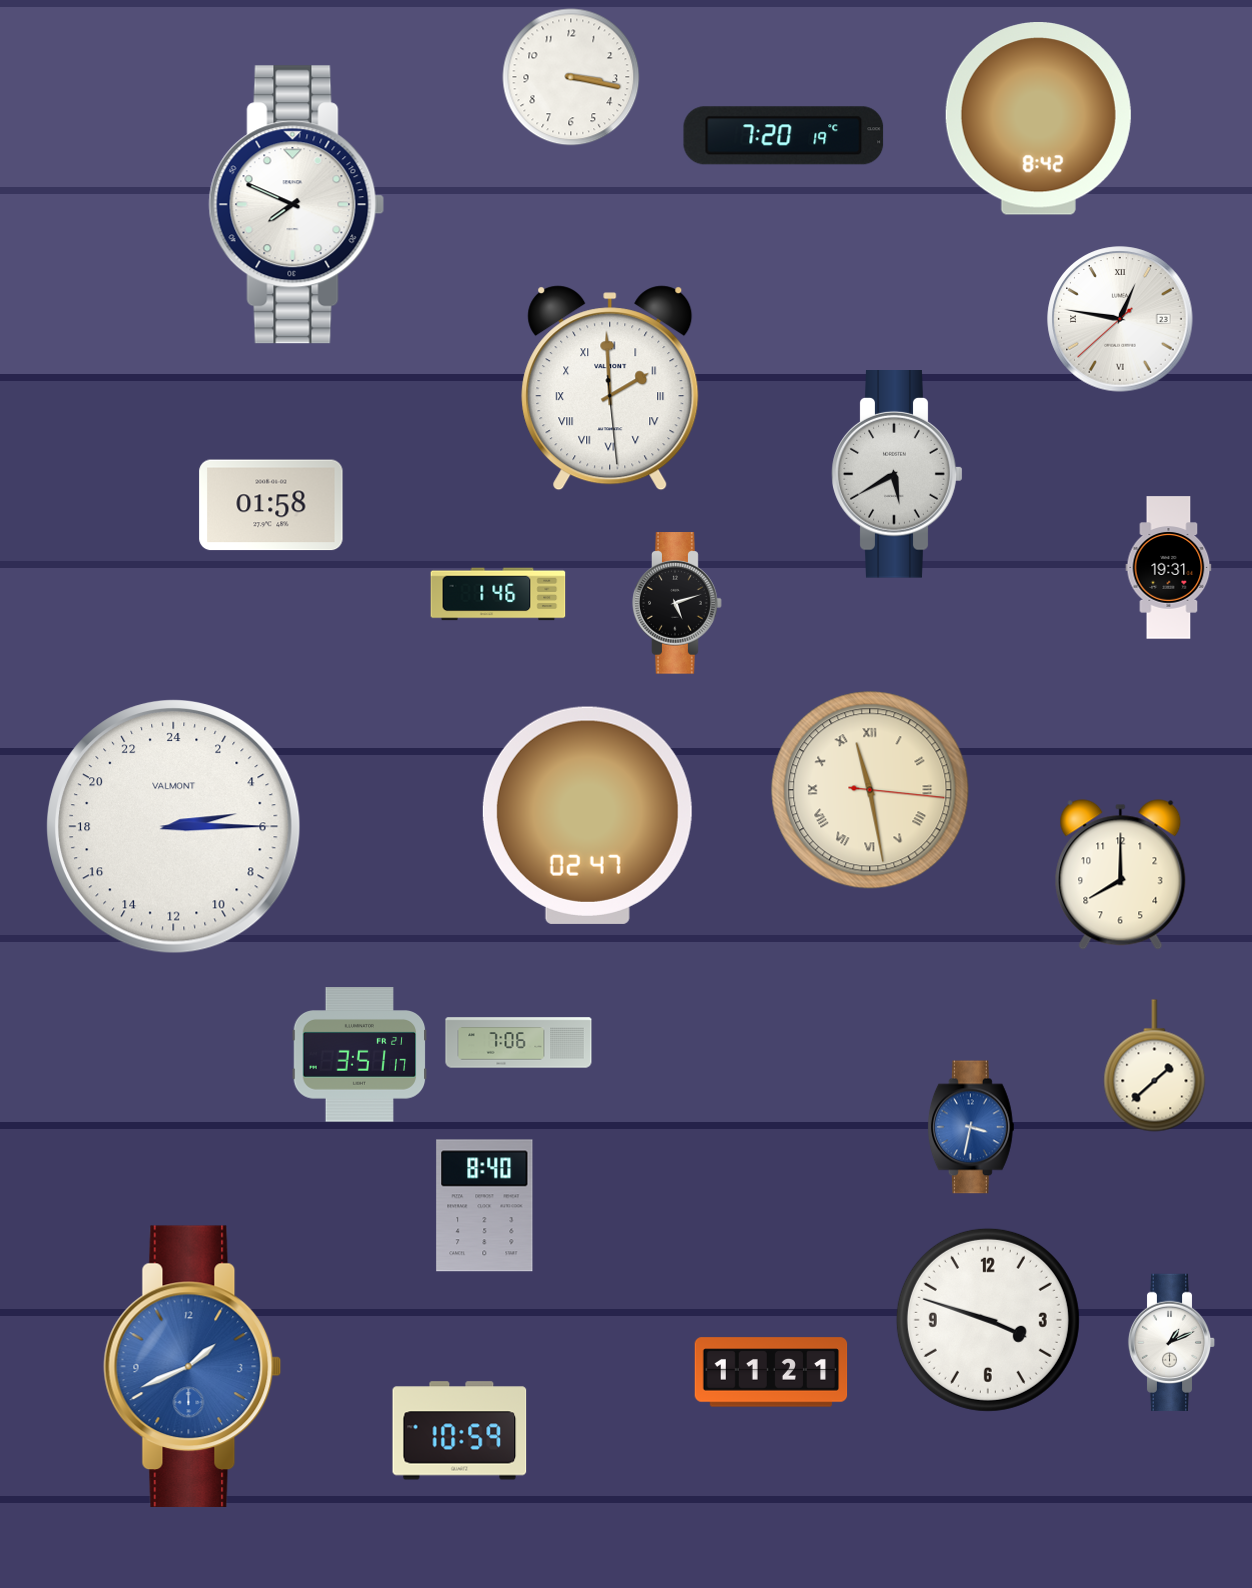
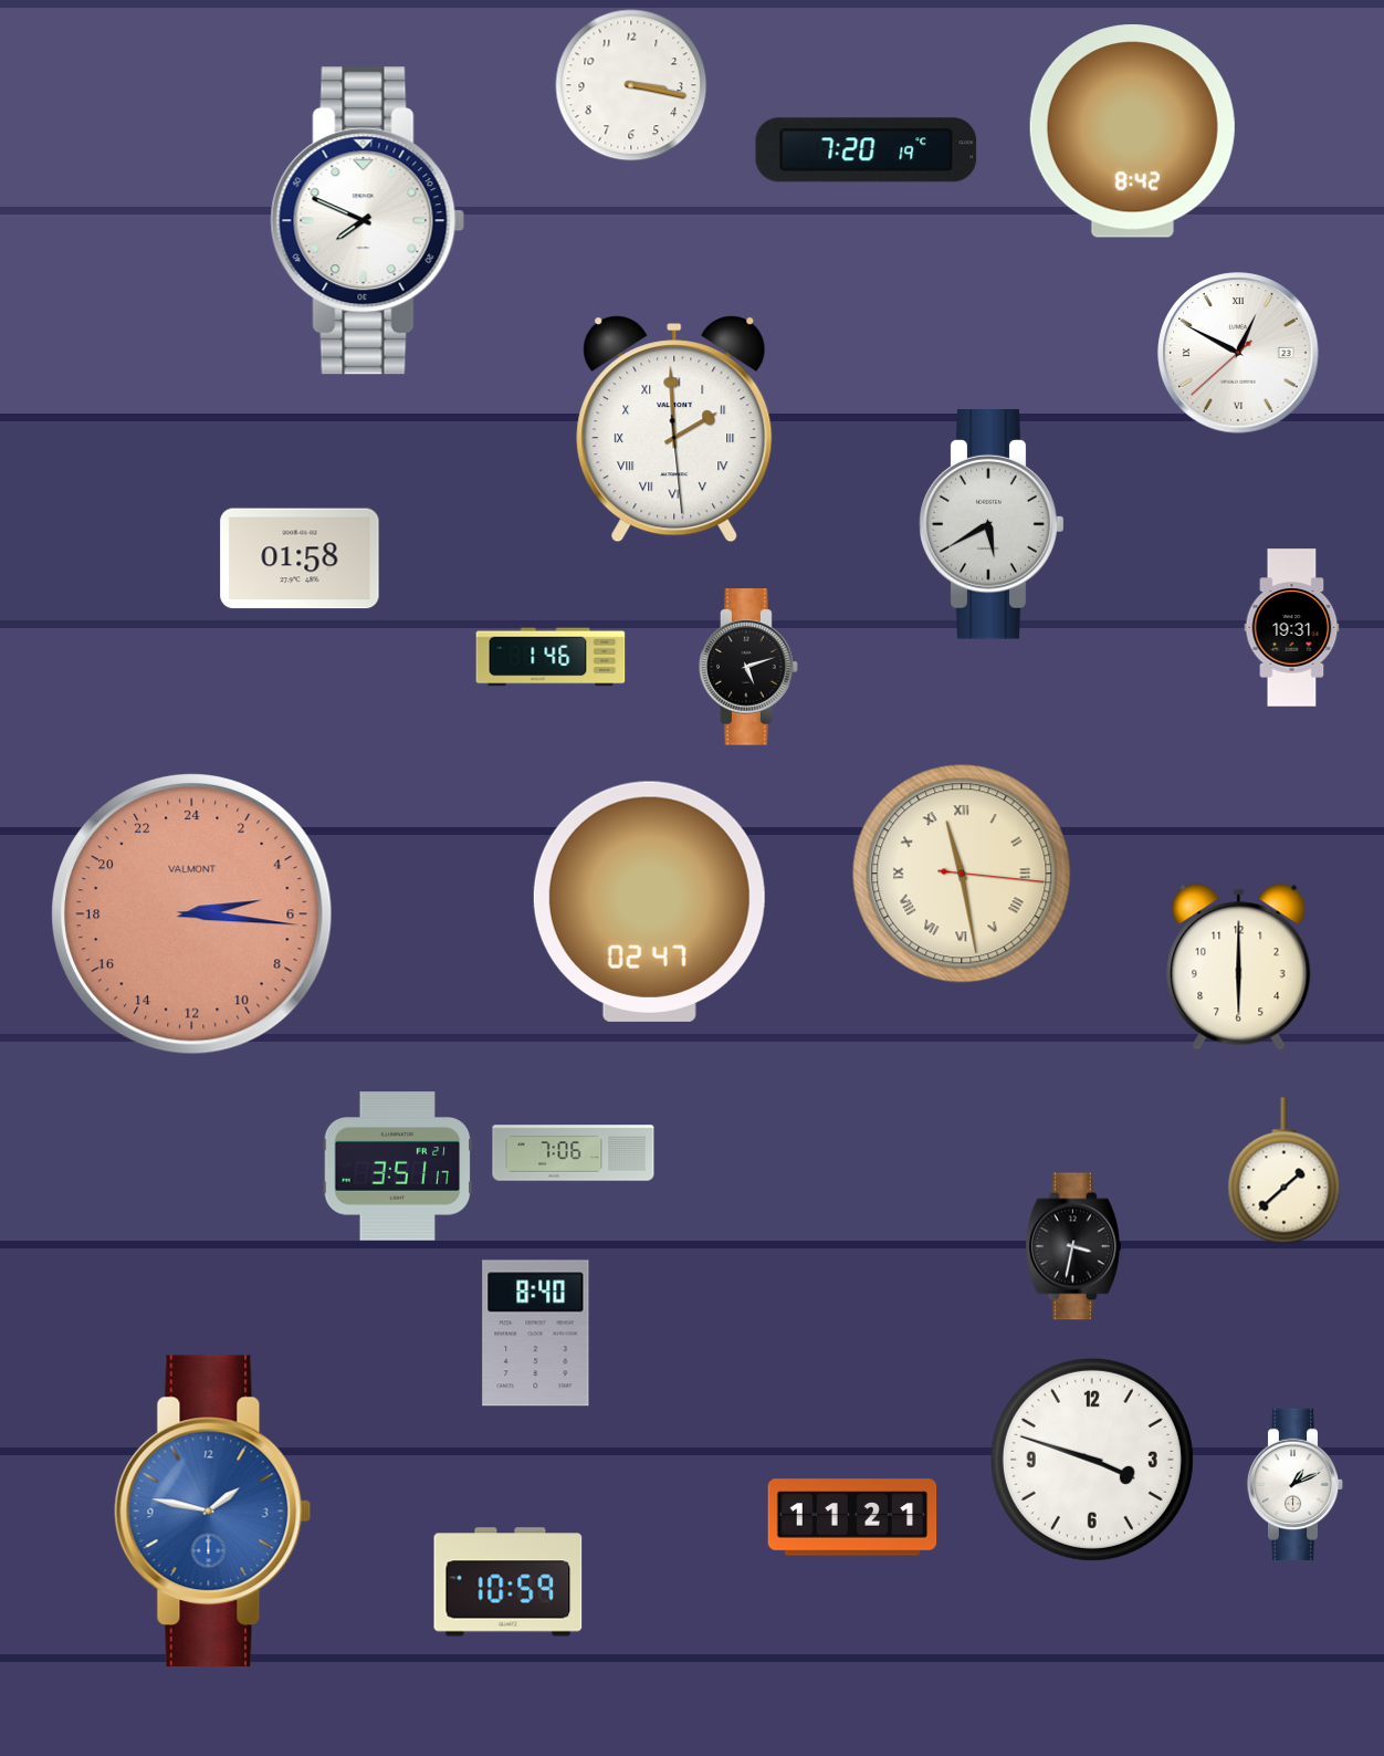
clock at (1038, 119) position: (1038, 119) -> (1132, 132)
clock at (297, 205) position: (297, 205) -> (368, 221)
clock at (1120, 319): 12:46 -> 12:49
clock at (174, 827): 5:15 -> 5:16
clock at (174, 827) dial: white -> salmon
clock at (1121, 875): 8:00 -> 6:00
clock at (1155, 1066) position: (1155, 1066) -> (1285, 1171)
clock at (971, 1127) dial: blue -> black
clock at (193, 1366): 1:41 -> 1:47
